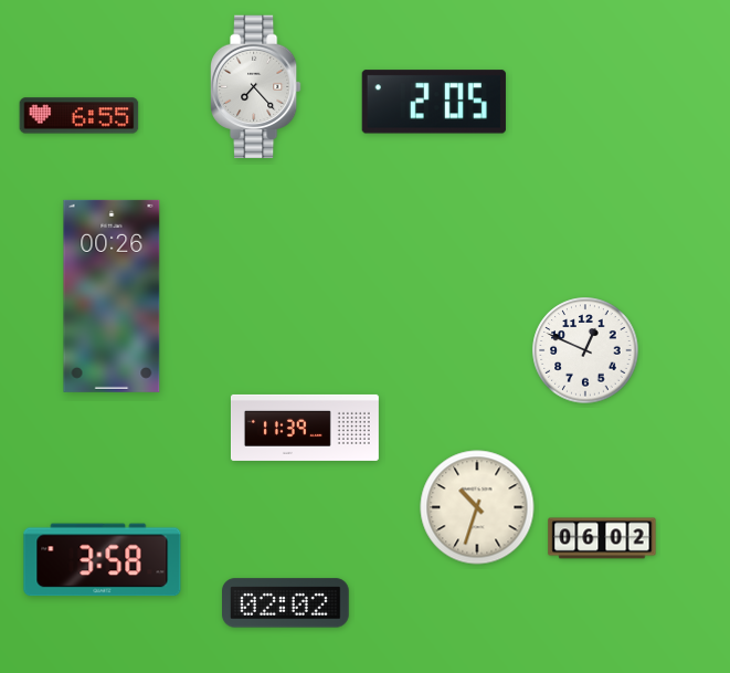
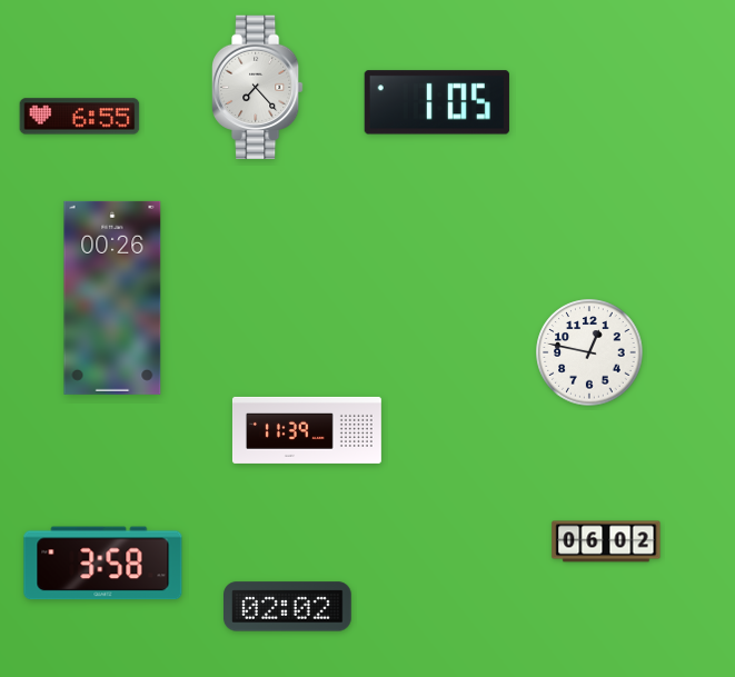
clock at (434, 102): 2:05 -> 1:05
clock at (585, 350): 12:49 -> 12:47
clock at (477, 507): 10:33 -> none
